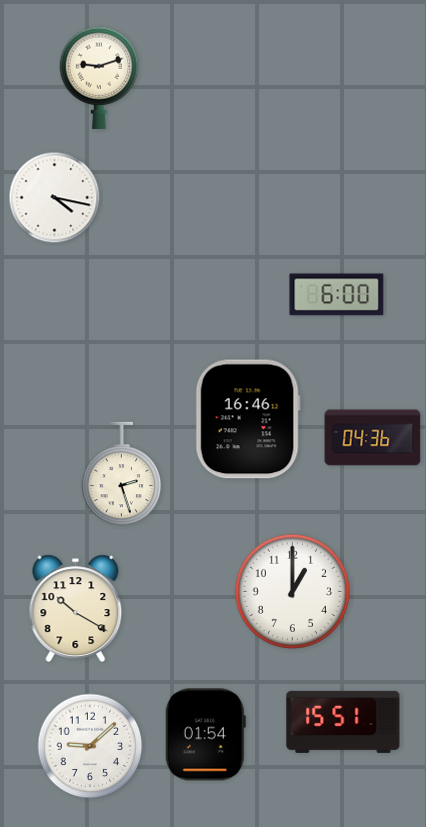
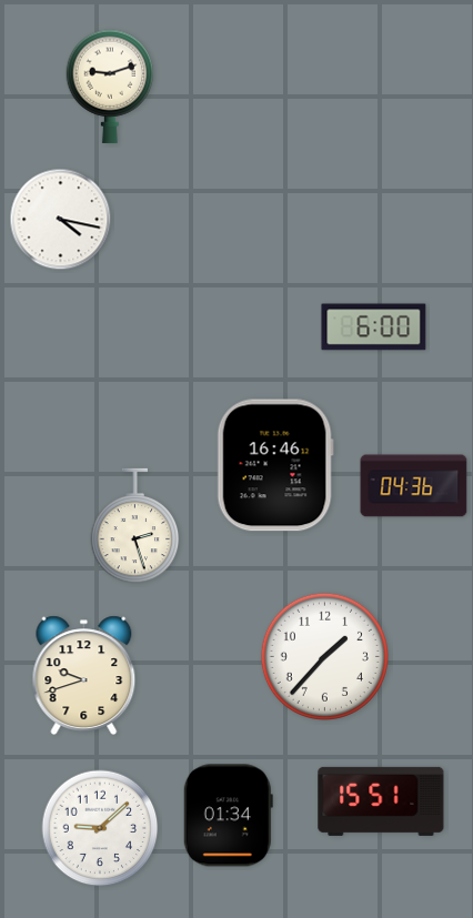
clock at (292, 591): 1:00 -> 1:37
clock at (76, 609): 10:20 -> 9:42
clock at (205, 735): 01:54 -> 01:34
